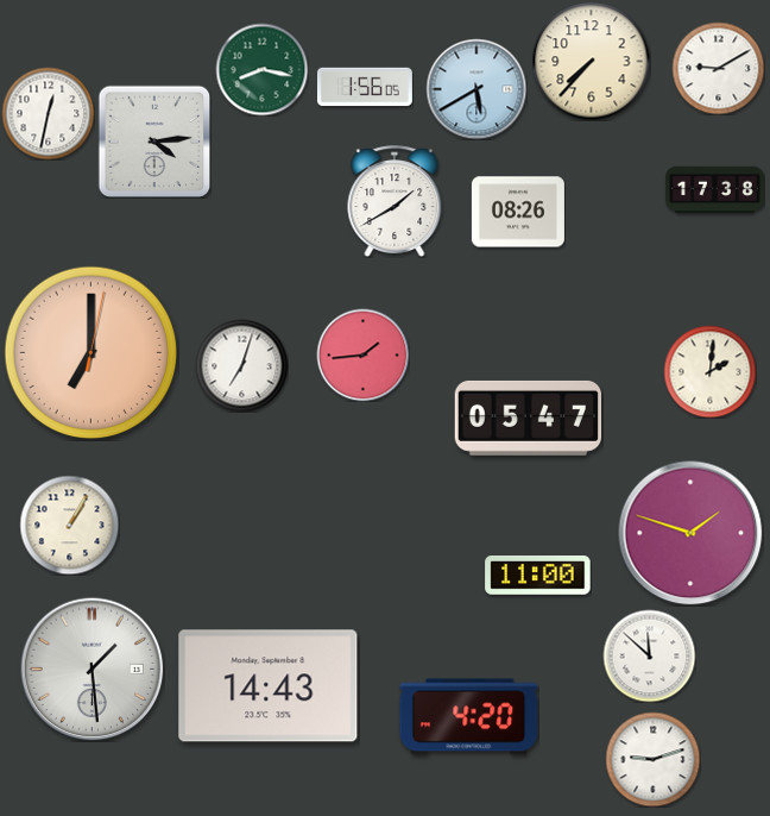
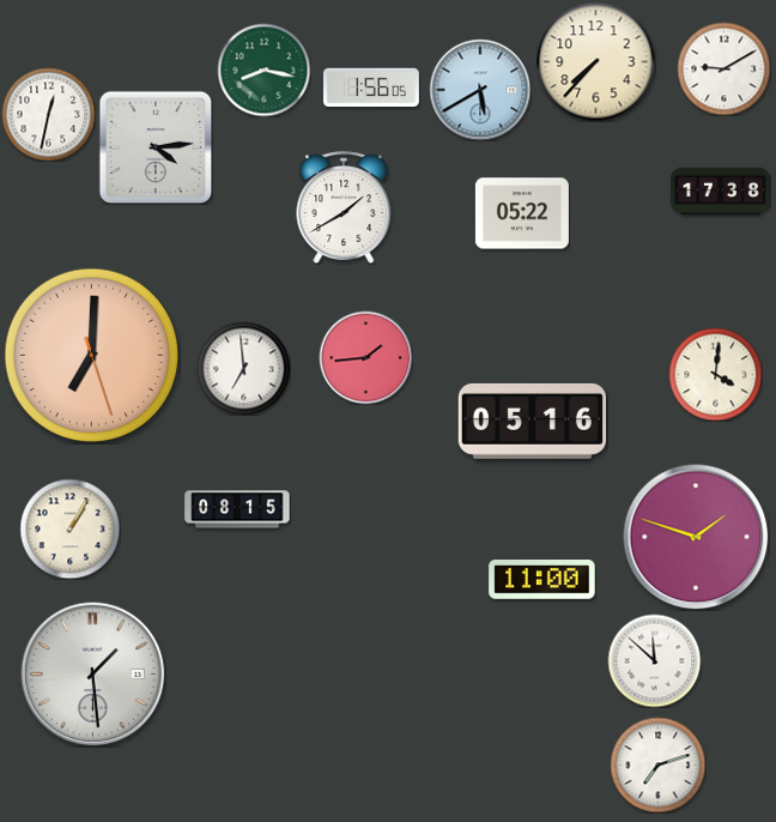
clock at (365, 87) position: (365, 87) -> (371, 87)
clock at (154, 142) position: (154, 142) -> (156, 147)
clock at (395, 201) position: (395, 201) -> (344, 207)
clock at (518, 212): 08:26 -> 05:22
clock at (91, 353): 7:00:02 -> 7:00:27
clock at (241, 365): 7:03 -> 6:59
clock at (709, 371): 2:01 -> 4:01
clock at (528, 418): 05:47 -> 05:16
clock at (237, 509): none -> 08:15
clock at (269, 686): 14:43 -> none
clock at (469, 717): 4:20 -> none
clock at (652, 759): 9:12 -> 7:12
